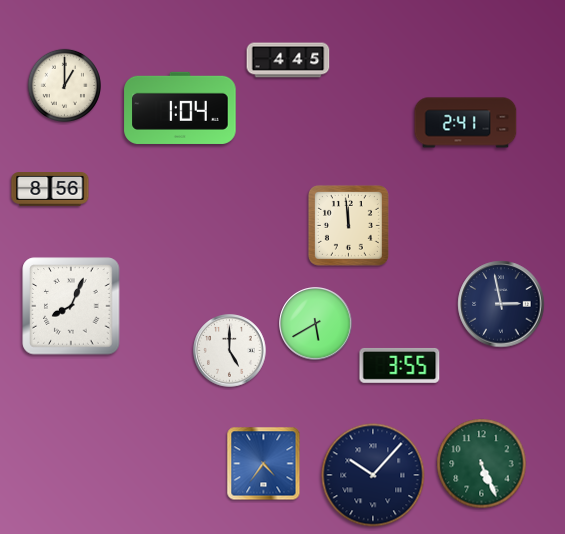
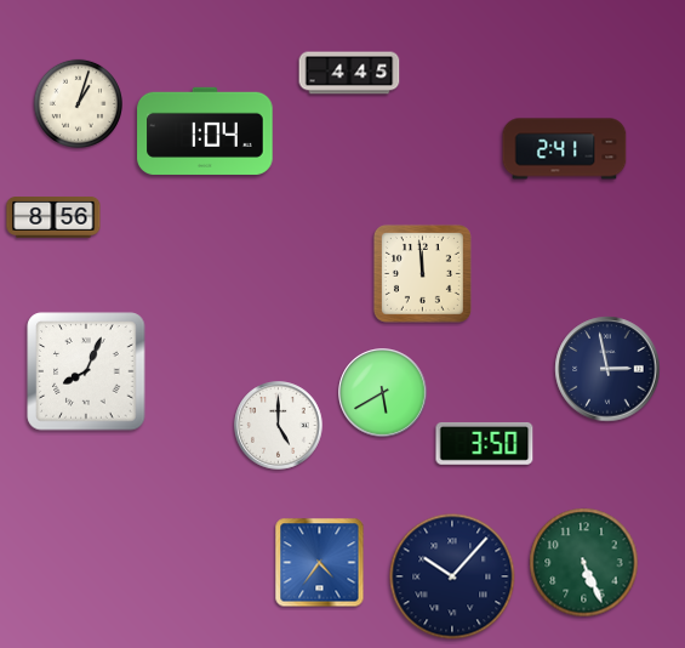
clock at (64, 85): 1:00 -> 1:03
clock at (180, 108) position: (180, 108) -> (205, 131)
clock at (50, 190) position: (50, 190) -> (53, 218)
clock at (400, 365): 3:55 -> 3:50
